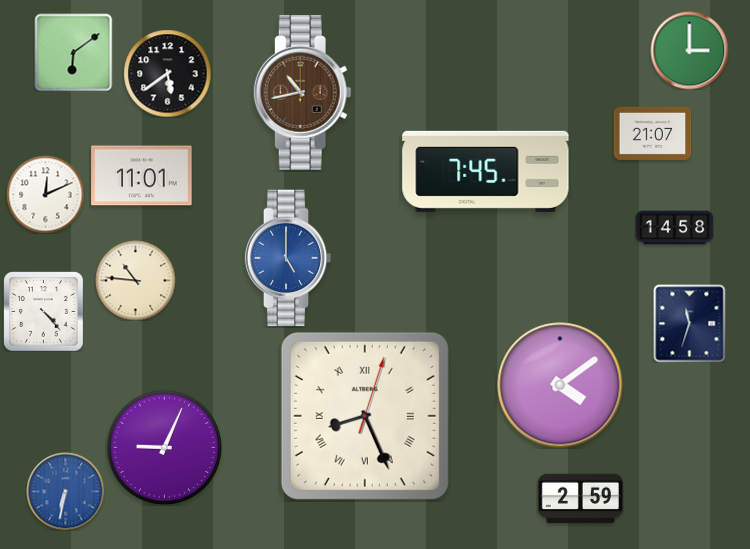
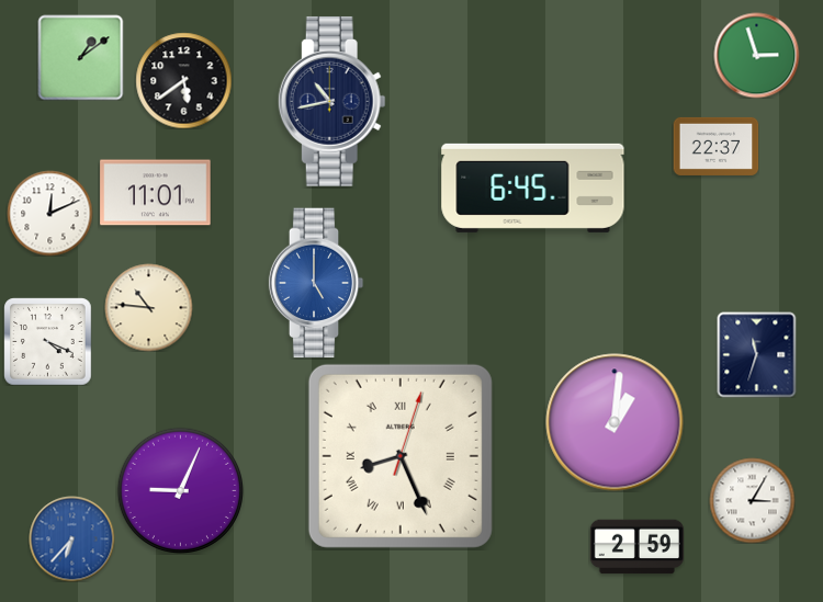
clock at (689, 50): 3:00 -> 2:57
clock at (73, 52): 6:09 -> 1:09
clock at (302, 92) dial: brown -> navy
clock at (652, 133): 21:07 -> 22:37
clock at (486, 171): 7:45 -> 6:45
clock at (674, 228): 14:58 -> none
clock at (43, 311): 4:23 -> 4:19
clock at (560, 385): 4:09 -> 1:01
clock at (752, 500): none -> 3:05
clock at (65, 491): 6:32 -> 6:37
